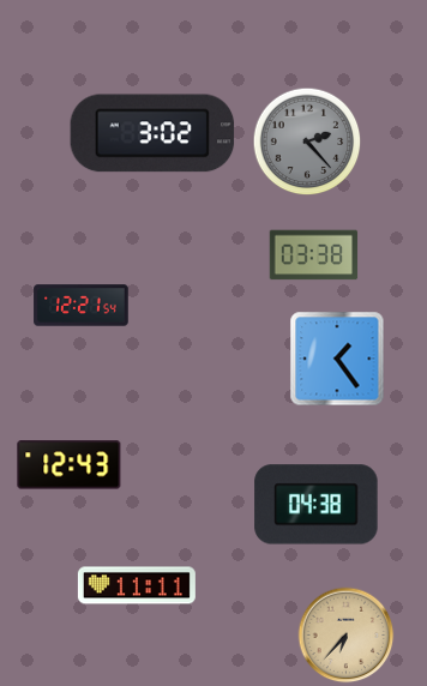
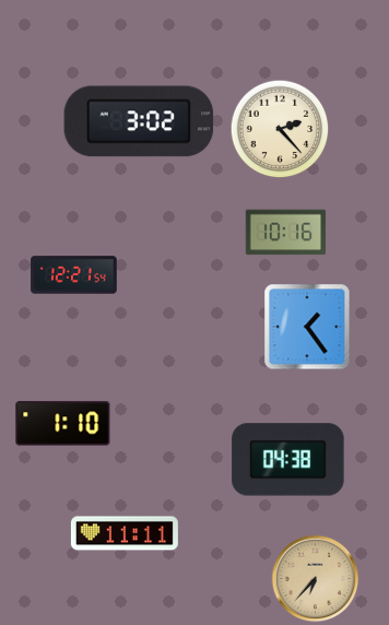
clock at (307, 142) dial: grey -> cream
clock at (314, 255): 03:38 -> 10:16
clock at (82, 306) position: (82, 306) -> (74, 275)
clock at (70, 465): 12:43 -> 1:10
